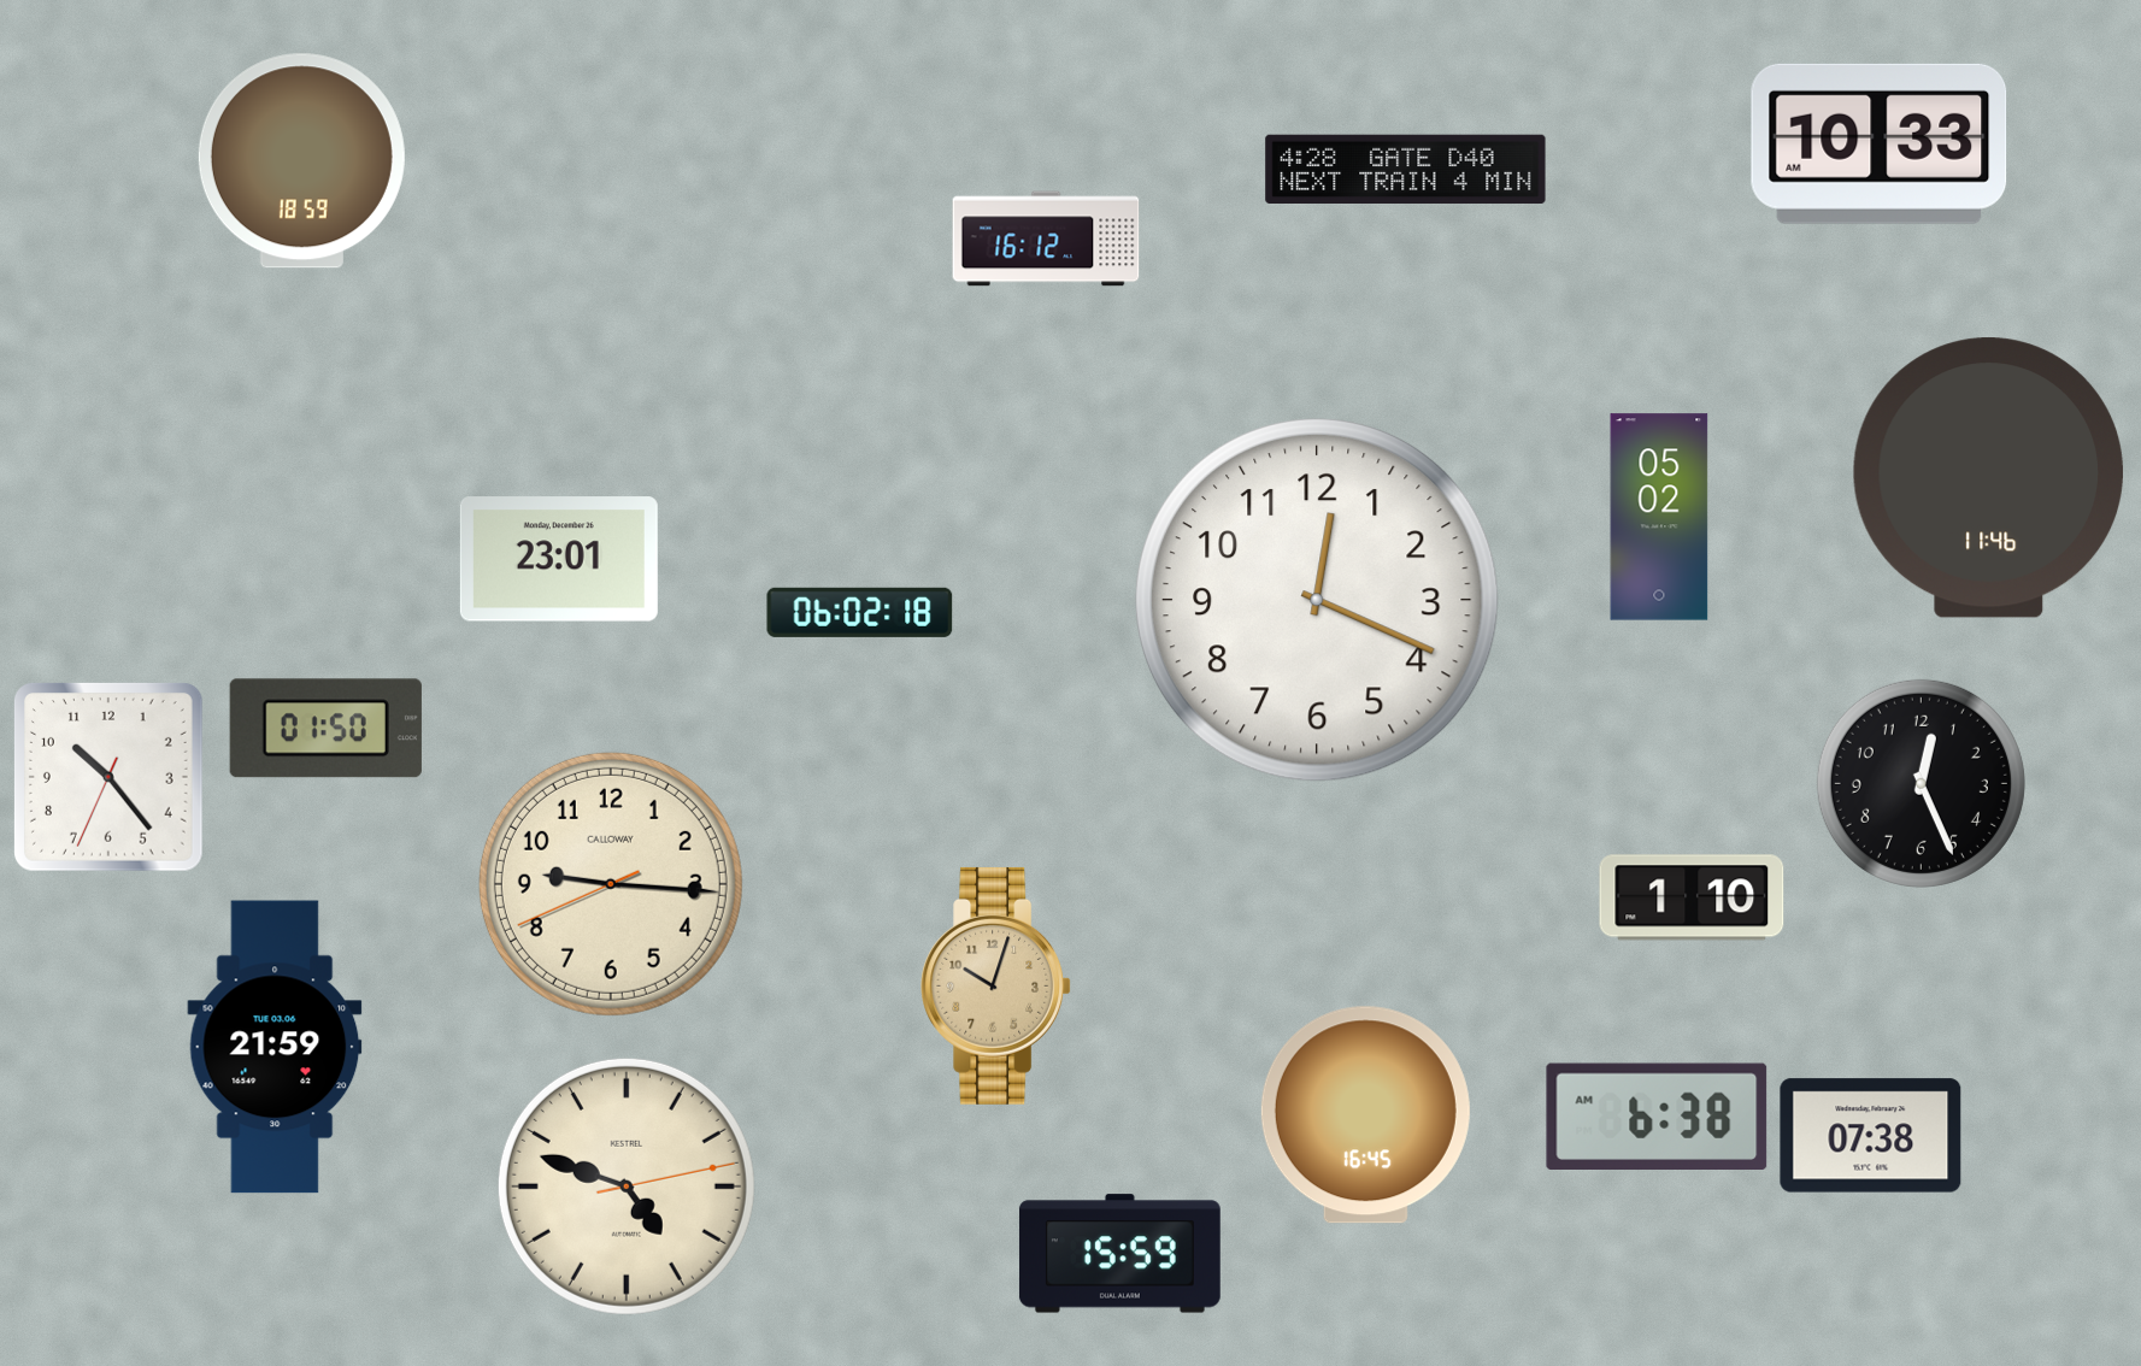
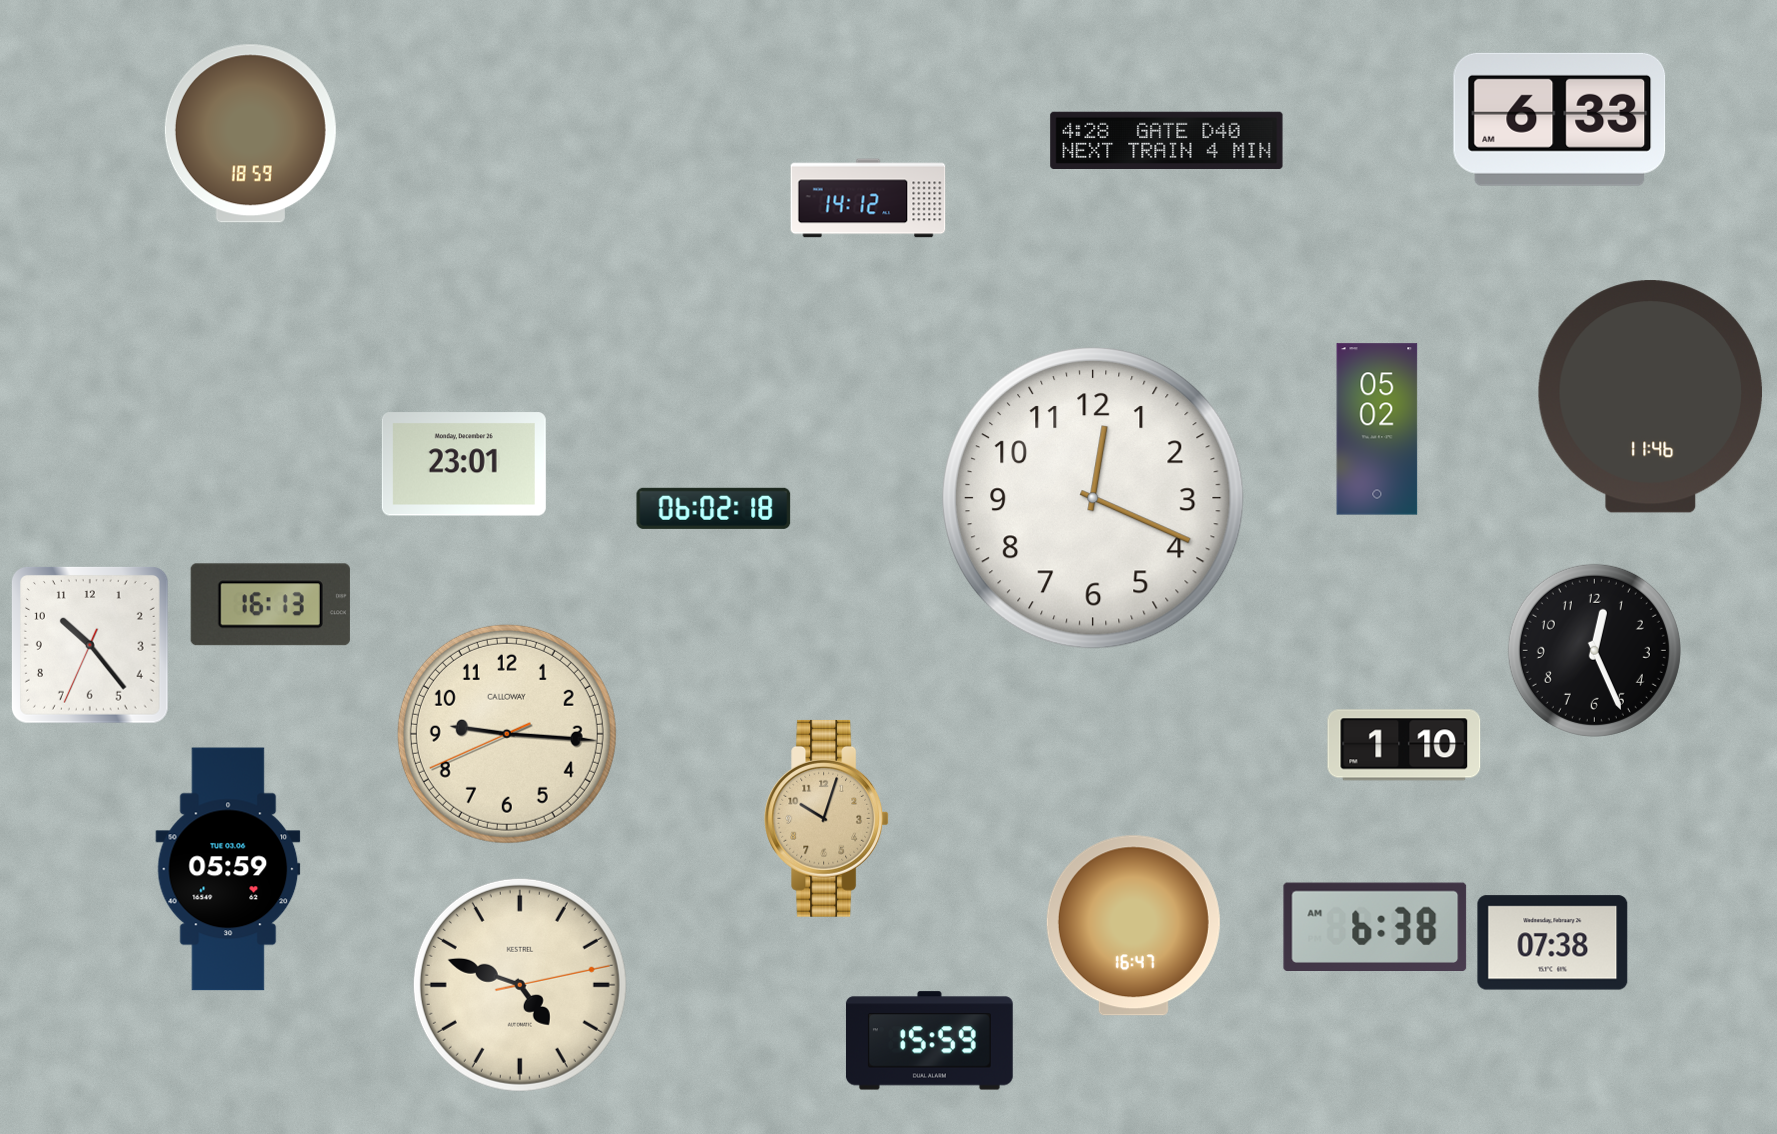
clock at (1880, 143): 10:33 -> 6:33
clock at (1046, 239): 16:12 -> 14:12
clock at (325, 729): 01:50 -> 16:13
clock at (275, 1047): 21:59 -> 05:59
clock at (1365, 1115): 16:45 -> 16:47
